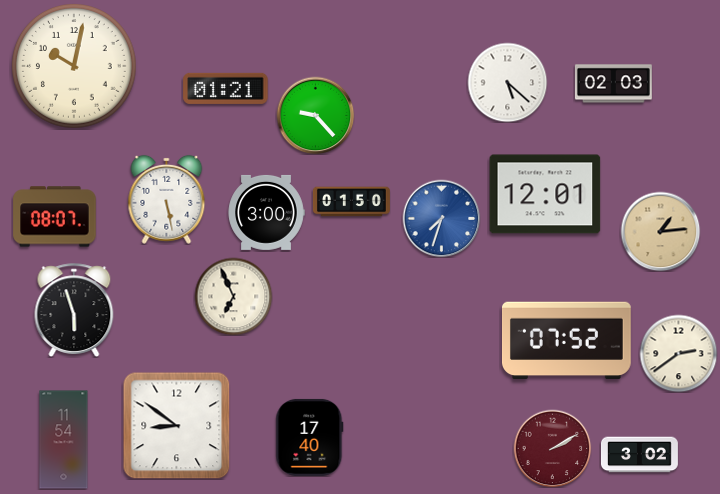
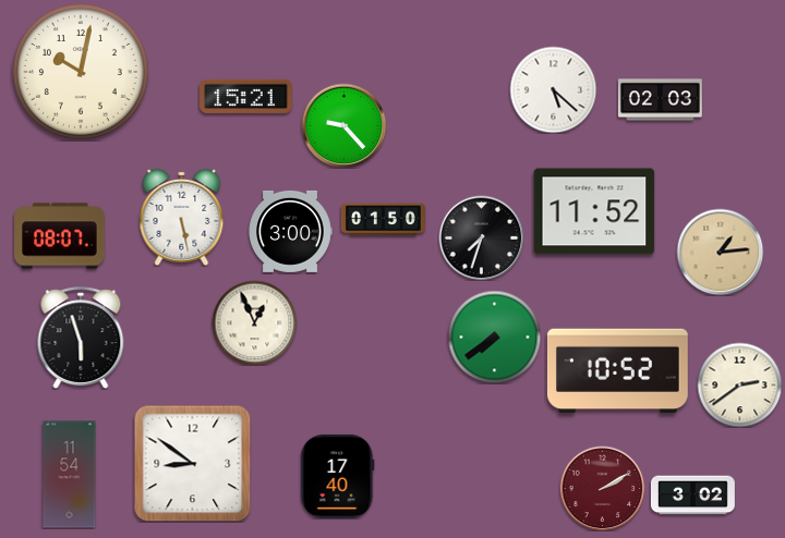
clock at (613, 84) position: (613, 84) -> (660, 100)
clock at (226, 88): 01:21 -> 15:21
clock at (545, 194): 12:01 -> 11:52
clock at (441, 218) dial: blue -> black
clock at (233, 296): 6:56 -> 12:56
clock at (494, 337): none -> 7:39
clock at (566, 341): 07:52 -> 10:52
clock at (64, 440) position: (64, 440) -> (70, 475)
clock at (639, 455) position: (639, 455) -> (692, 496)
